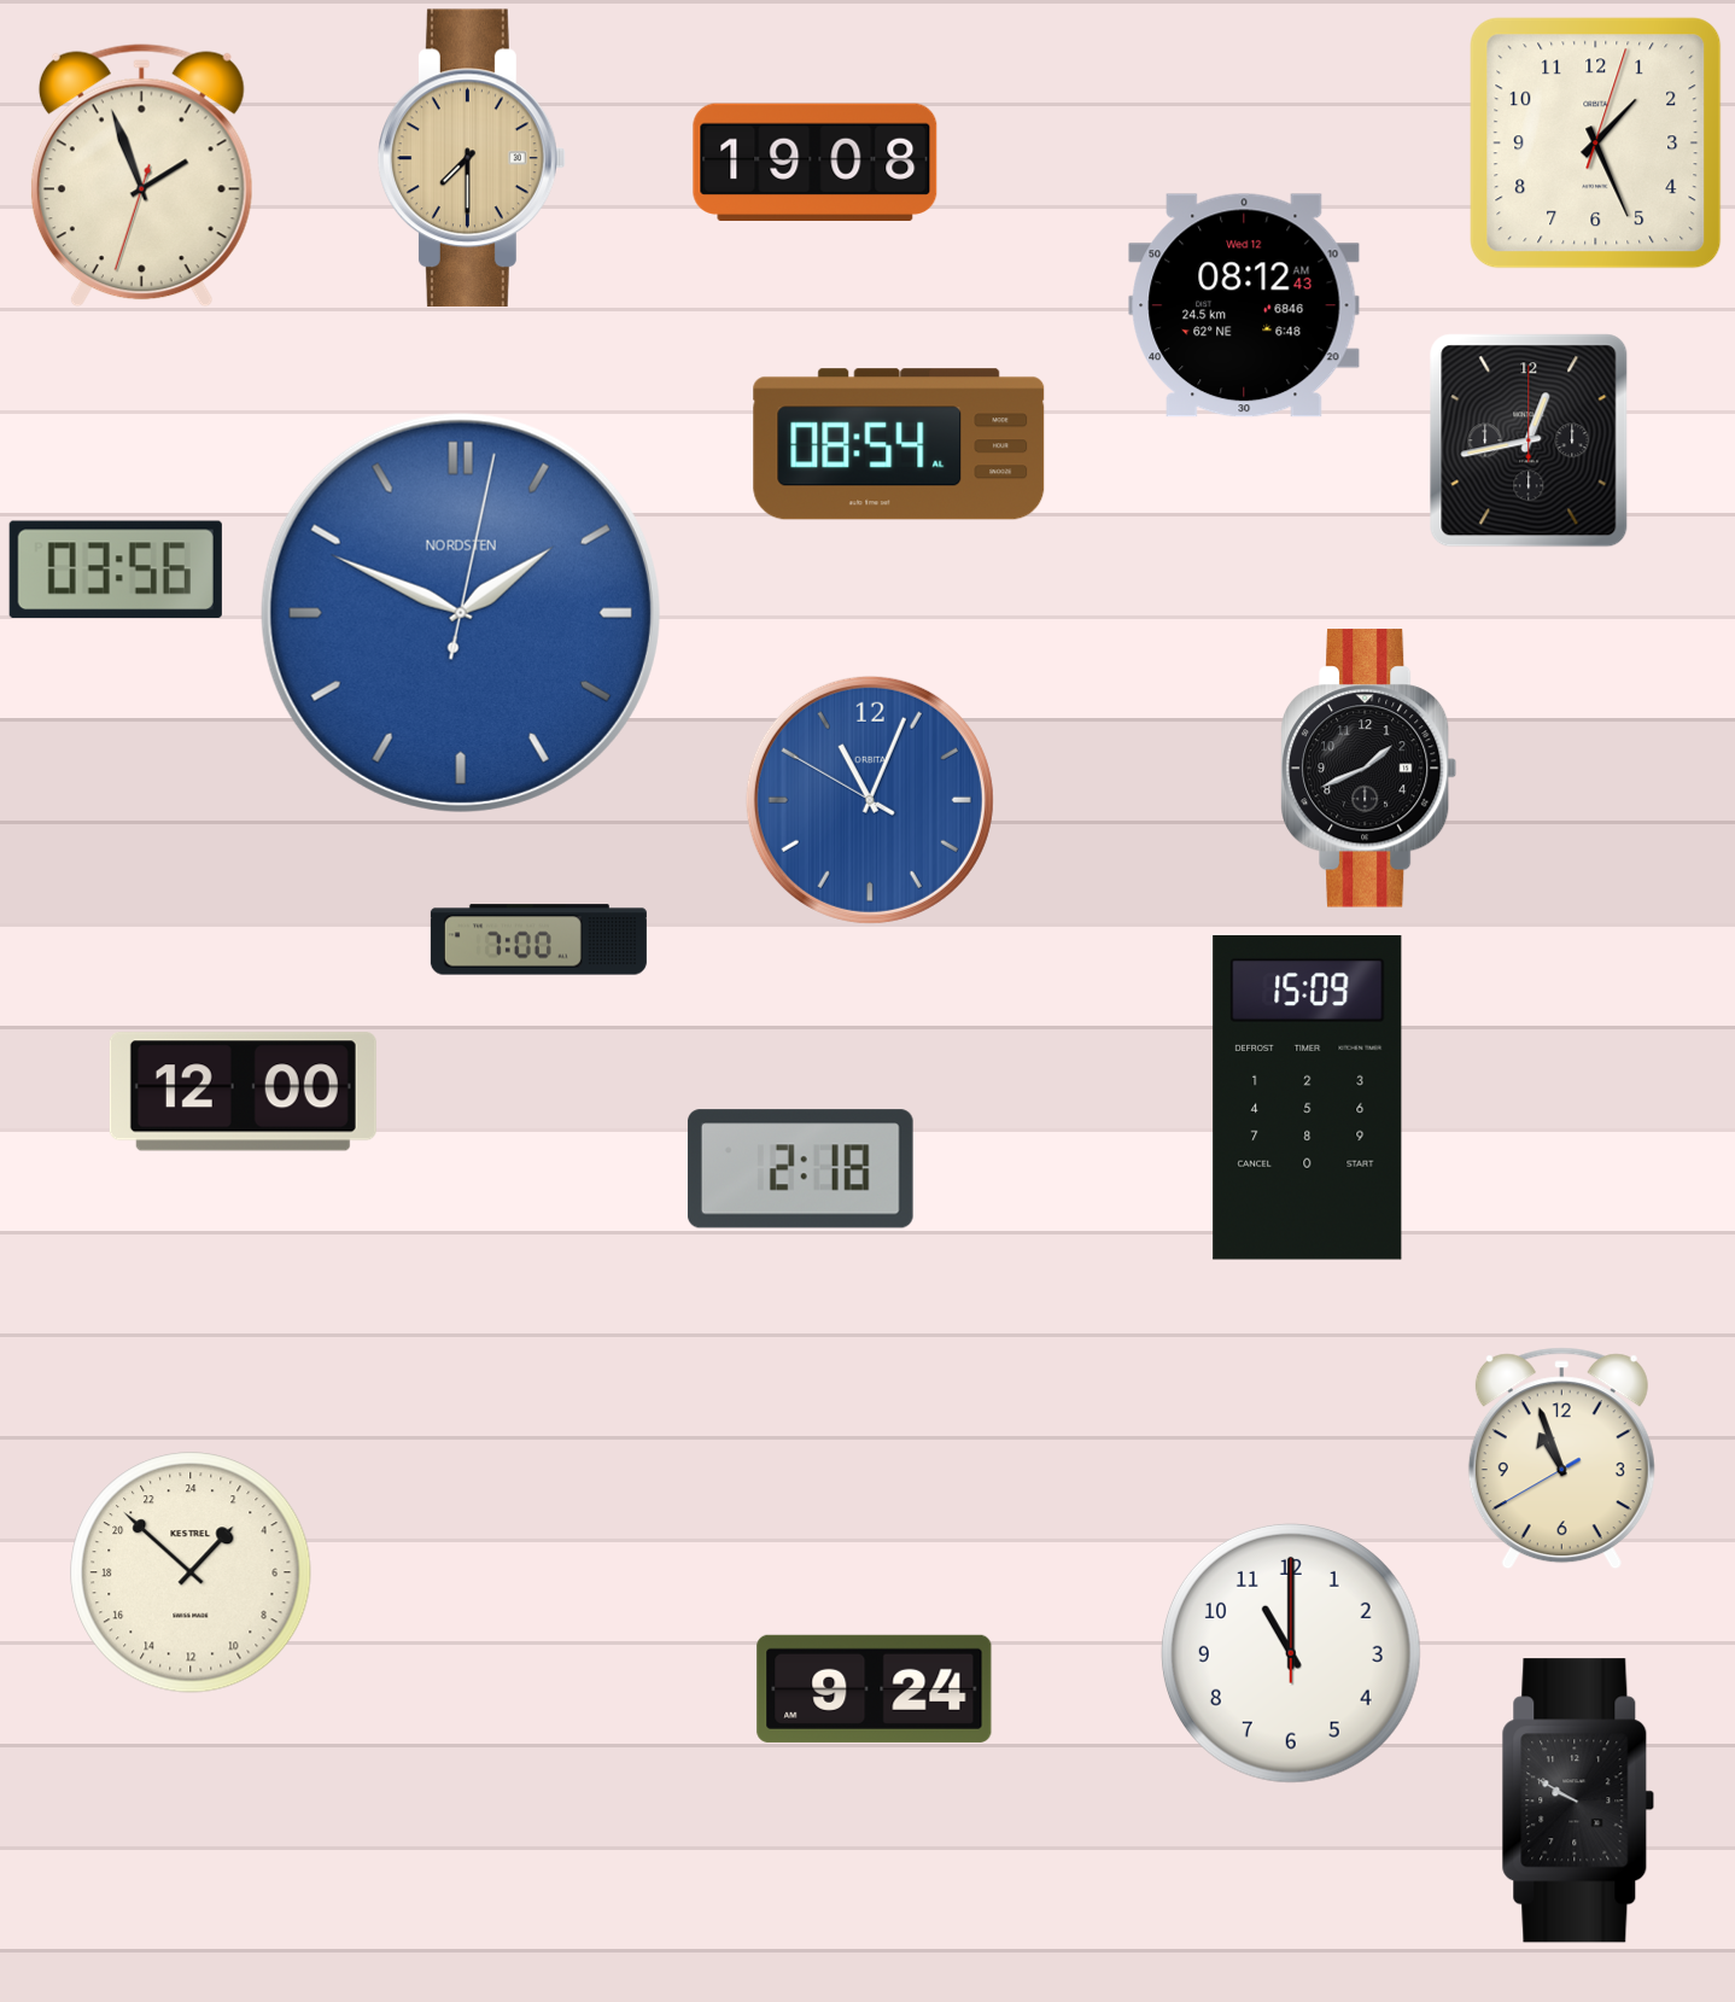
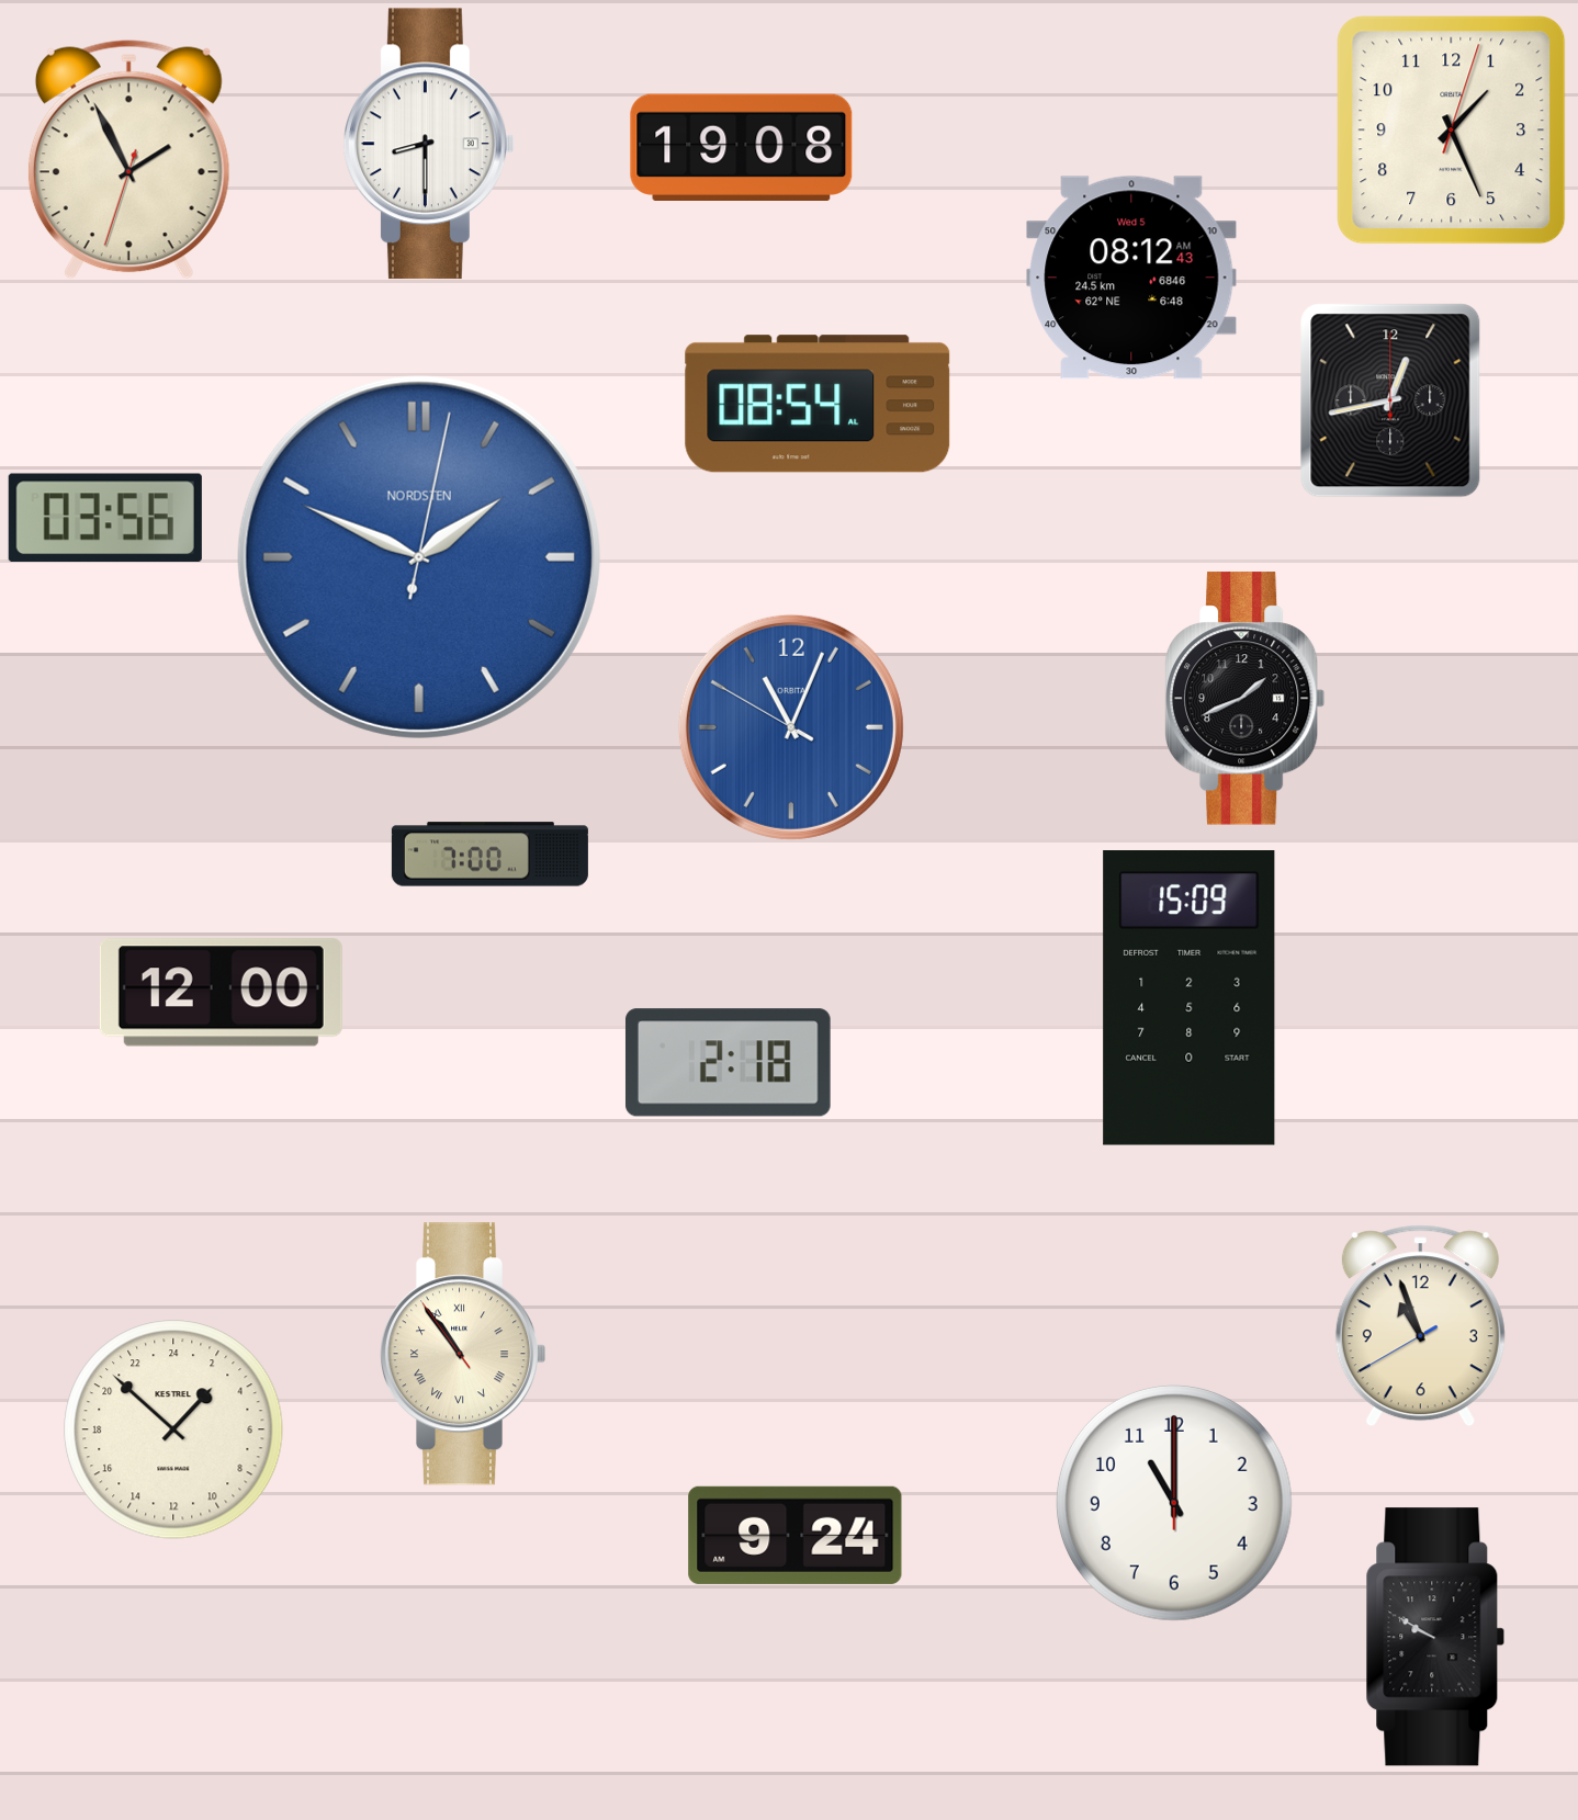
clock at (473, 158): 7:30 -> 8:30
clock at (473, 158) dial: champagne -> white
clock at (141, 176): 1:56 -> 1:55
clock at (1244, 305) date: Wed 12 -> Wed 5
clock at (463, 1354): none -> 10:53
